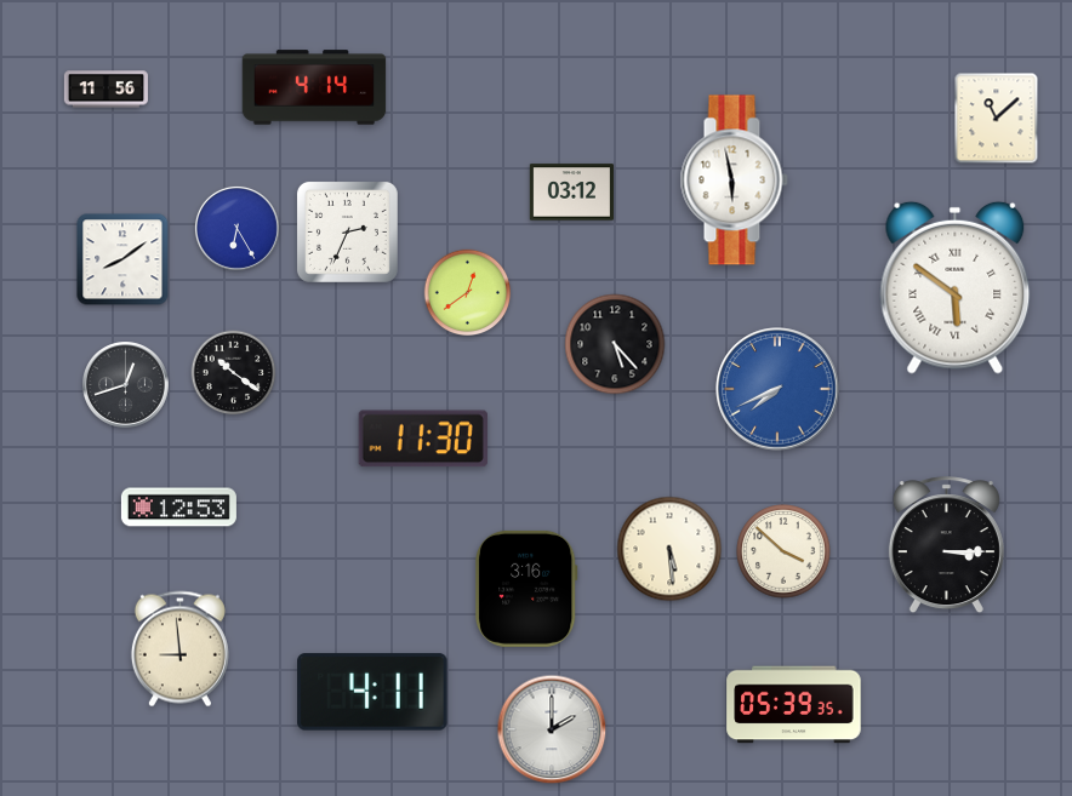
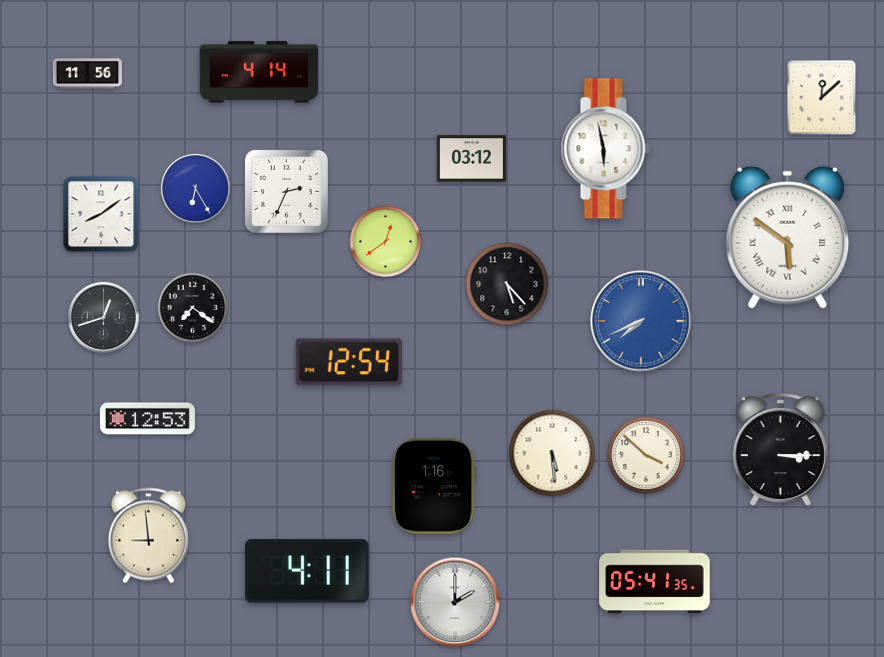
clock at (997, 119): 11:08 -> 12:08
clock at (234, 373): 10:21 -> 7:21
clock at (423, 439): 11:30 -> 12:54
clock at (528, 589): 3:16 -> 1:16
clock at (794, 705): 05:39 -> 05:41
